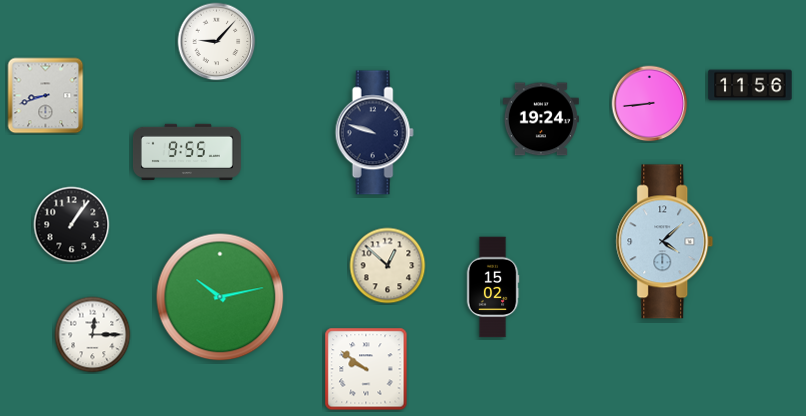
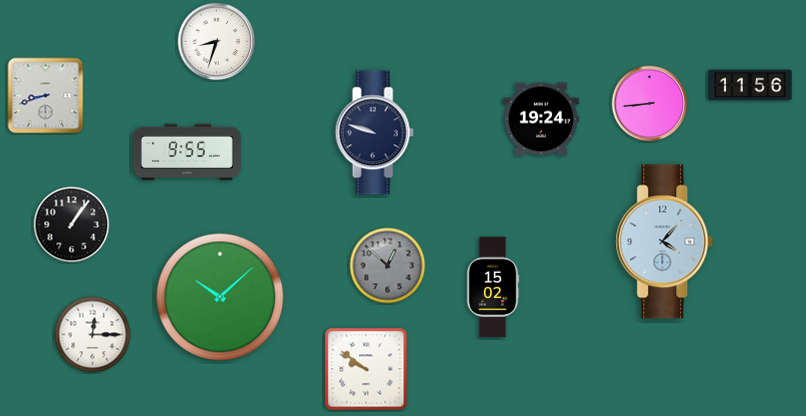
clock at (217, 42): 9:07 -> 8:33
clock at (665, 242): 4:08 -> 4:07
clock at (388, 266) dial: cream -> grey
clock at (220, 297): 10:13 -> 10:08
